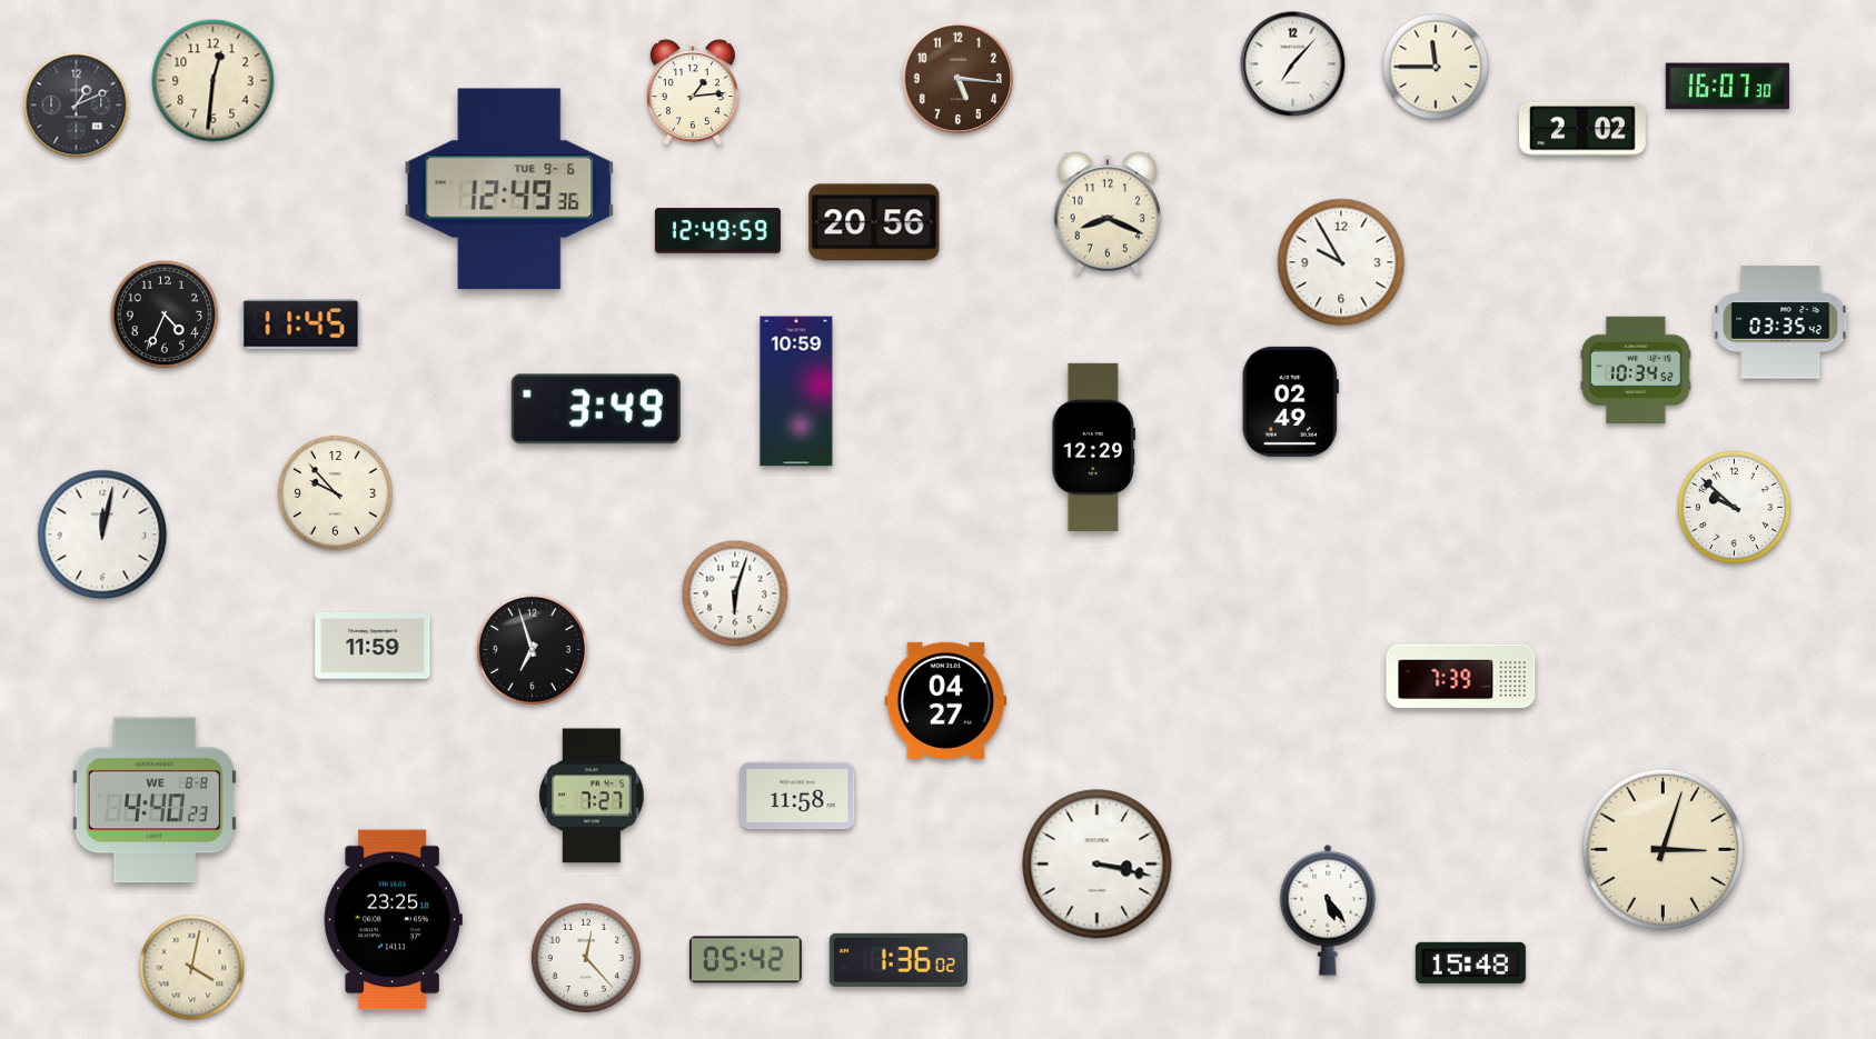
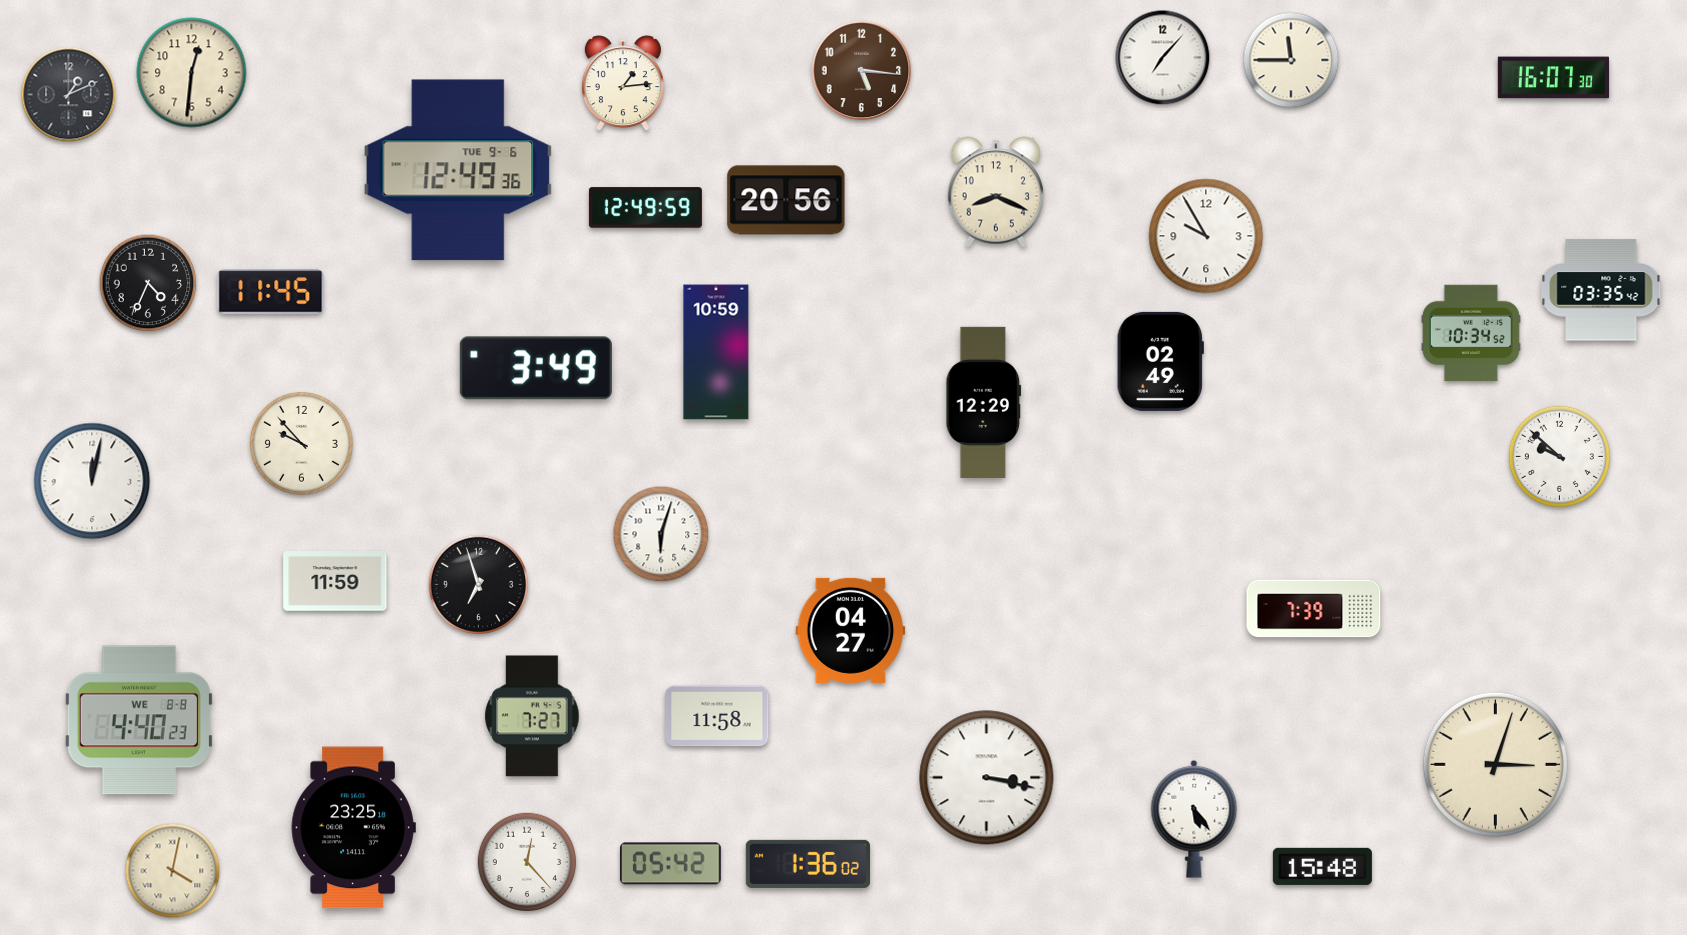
clock at (1584, 129): 2:02 -> none
